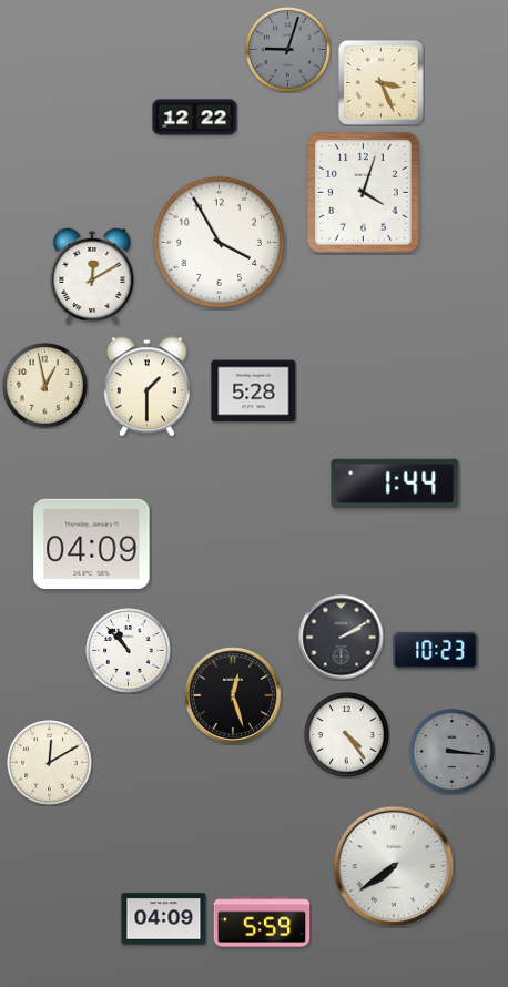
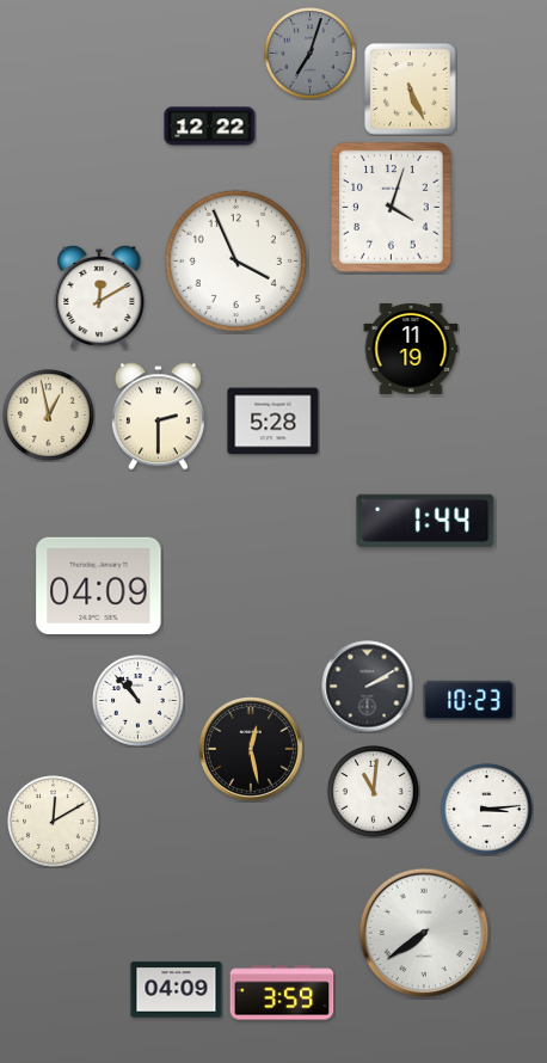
clock at (288, 50): 9:03 -> 7:03
clock at (380, 82): 3:26 -> 5:26
clock at (219, 242): 3:55 -> 3:56
clock at (411, 349): none -> 11:19
clock at (146, 387): 1:30 -> 2:30
clock at (233, 695): 12:27 -> 12:28
clock at (347, 735): 4:24 -> 11:01
clock at (453, 752): 3:16 -> 3:14
clock at (453, 752) dial: grey -> white
clock at (262, 922): 5:59 -> 3:59
